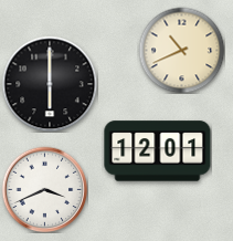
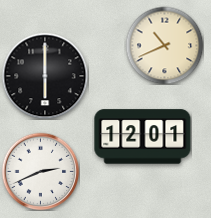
clock at (44, 189): 3:41 -> 2:41
